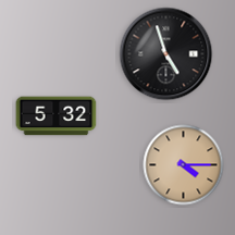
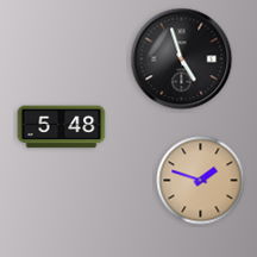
clock at (57, 116): 5:32 -> 5:48
clock at (184, 165): 4:15 -> 1:48
